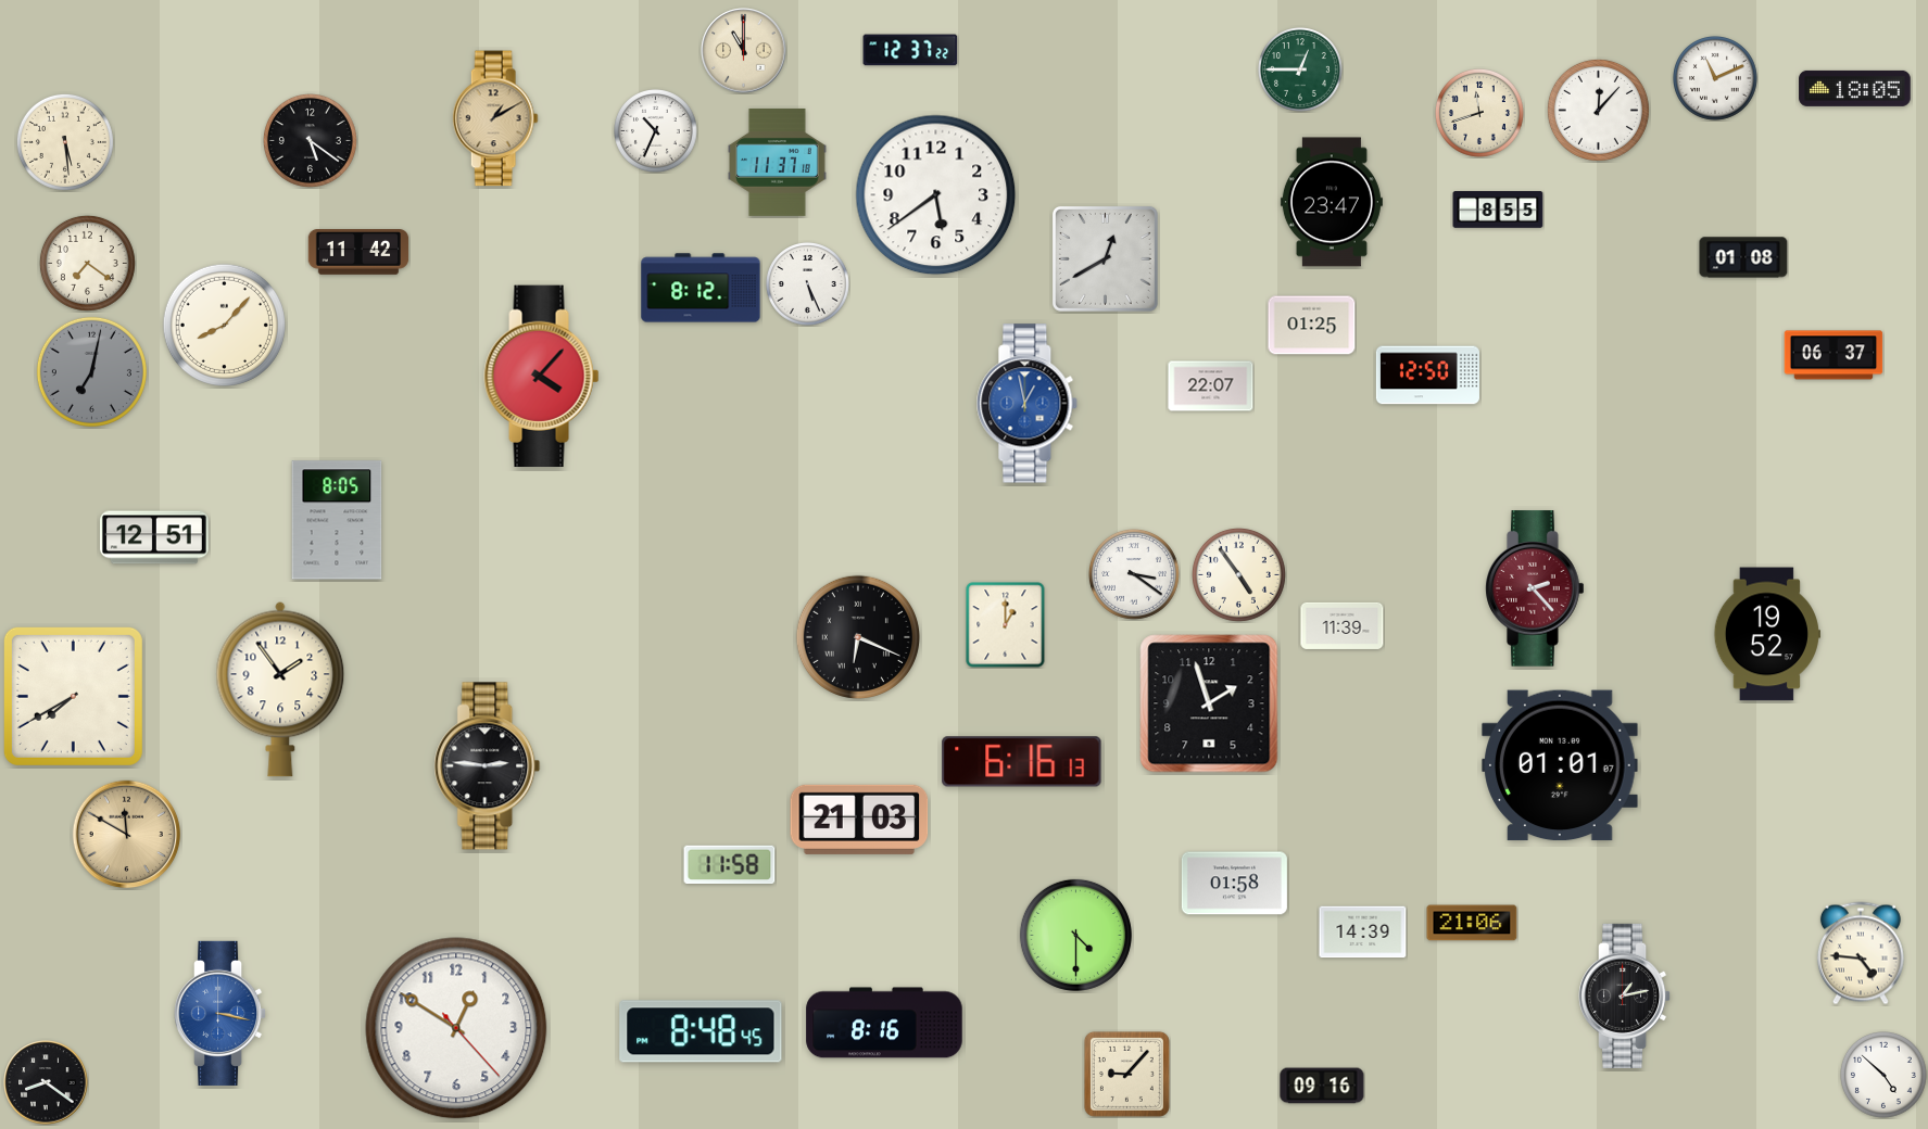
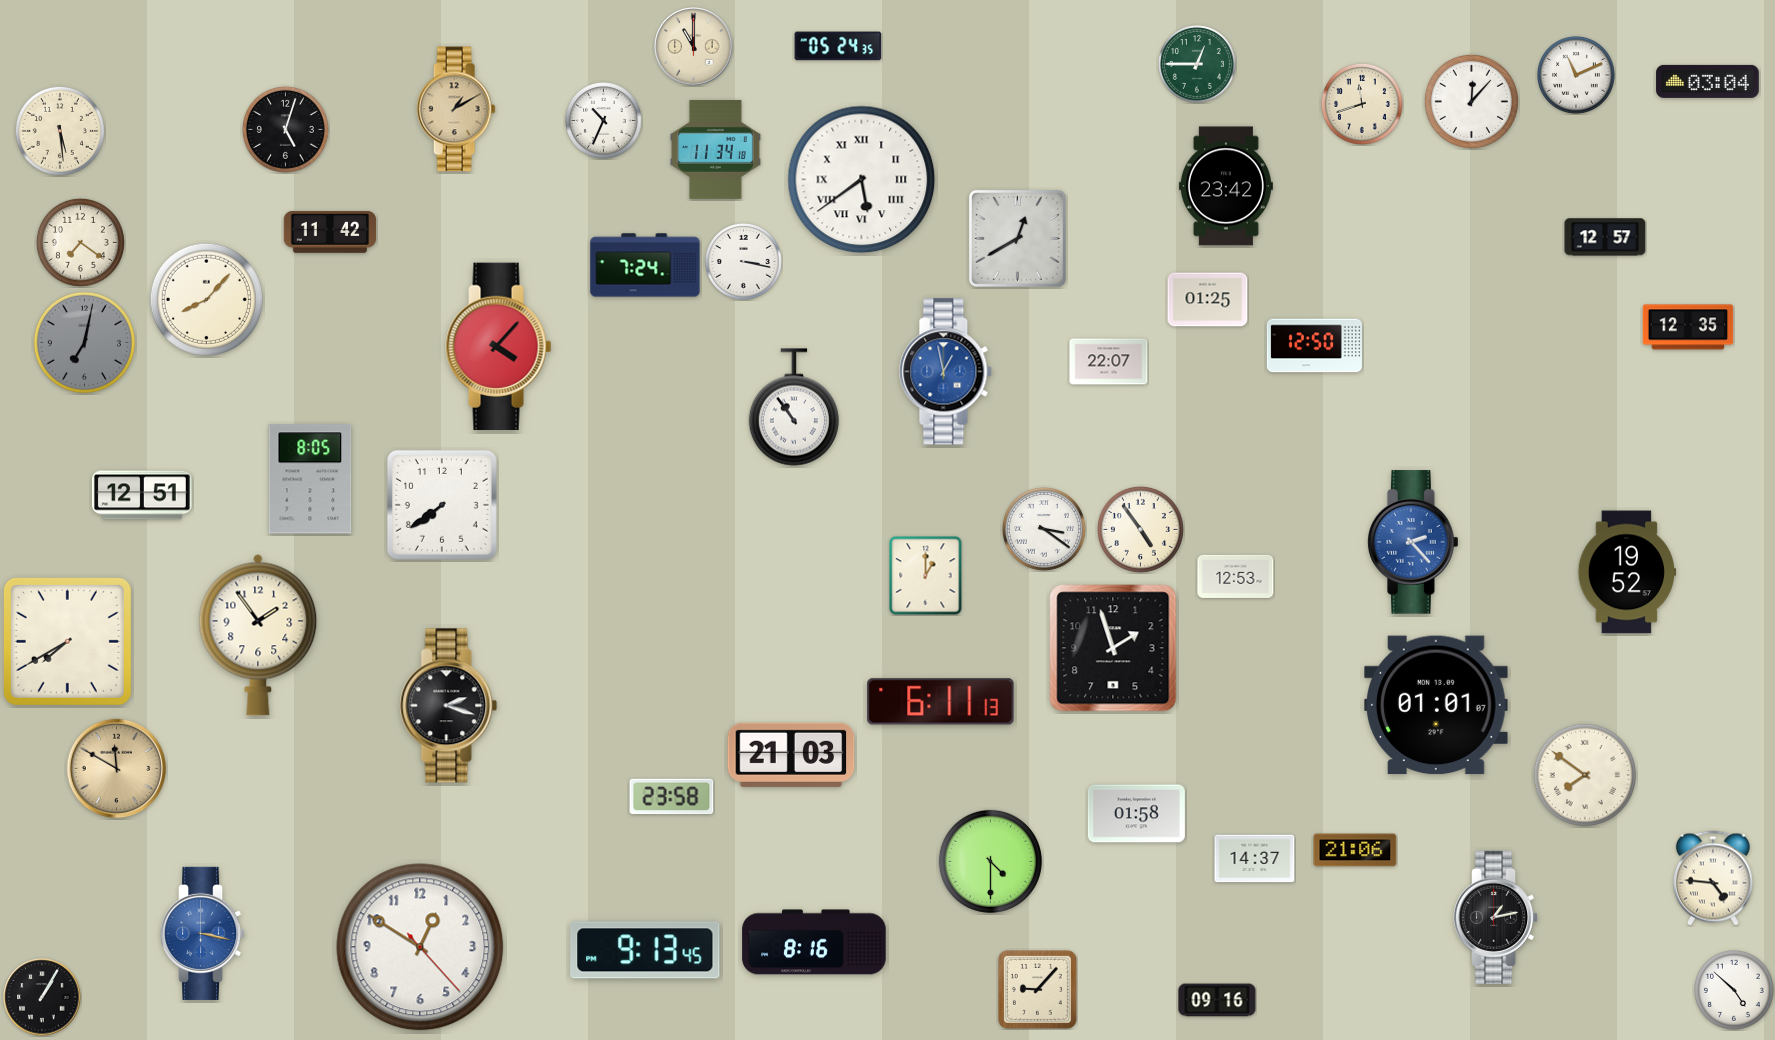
clock at (910, 50): 12:37 -> 05:24
clock at (744, 51) position: (744, 51) -> (694, 47)
clock at (1716, 79) position: (1716, 79) -> (1577, 76)
clock at (1855, 88): 18:05 -> 03:04
clock at (310, 140): 5:21 -> 5:03
clock at (778, 162): 11:37 -> 11:34
clock at (936, 195) numerals: Arabic -> Roman
clock at (1332, 202): 23:47 -> 23:42
clock at (1498, 211): 8:55 -> none
clock at (1743, 257): 01:08 -> 12:57
clock at (808, 284): 5:26 -> 3:17
clock at (701, 288): 8:12 -> 7:24
clock at (1834, 355): 06:37 -> 12:35
clock at (1211, 386) position: (1211, 386) -> (1109, 362)
clock at (794, 407): none -> 10:54
clock at (442, 505): none -> 7:39
clock at (1535, 588) dial: burgundy -> blue
clock at (1343, 625): 11:39 -> 12:53
clock at (1767, 634) position: (1767, 634) -> (1627, 572)
clock at (858, 637): 6:19 -> none
clock at (1022, 762): 6:16 -> 6:11
clock at (488, 766): 2:46 -> 2:18
clock at (1585, 775): none -> 7:51
clock at (730, 865): 11:58 -> 23:58
clock at (1363, 933): 14:39 -> 14:37
clock at (701, 1031): 8:48 -> 9:13
clock at (46, 1082): 8:21 -> 1:05
